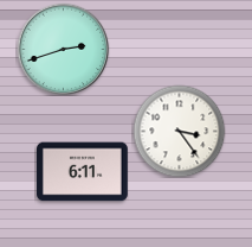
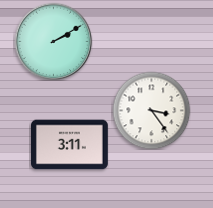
clock at (63, 49): 2:42 -> 2:10
clock at (83, 172): 6:11 -> 3:11
